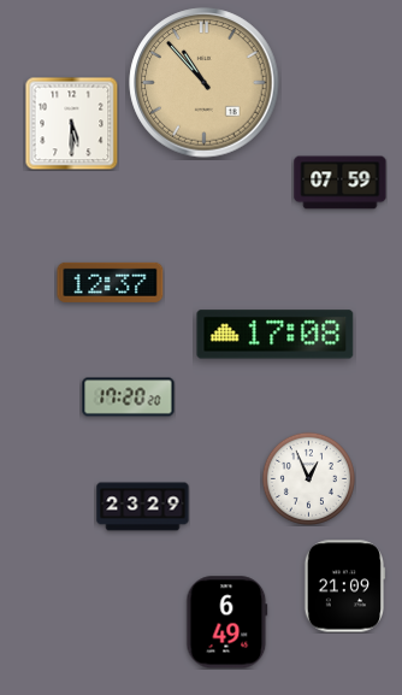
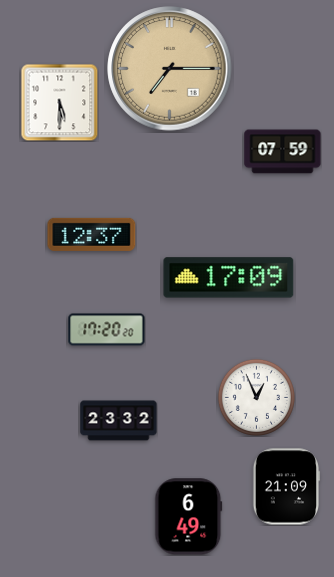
clock at (205, 83): 10:53 -> 7:15
clock at (276, 335): 17:08 -> 17:09
clock at (143, 507): 23:29 -> 23:32
